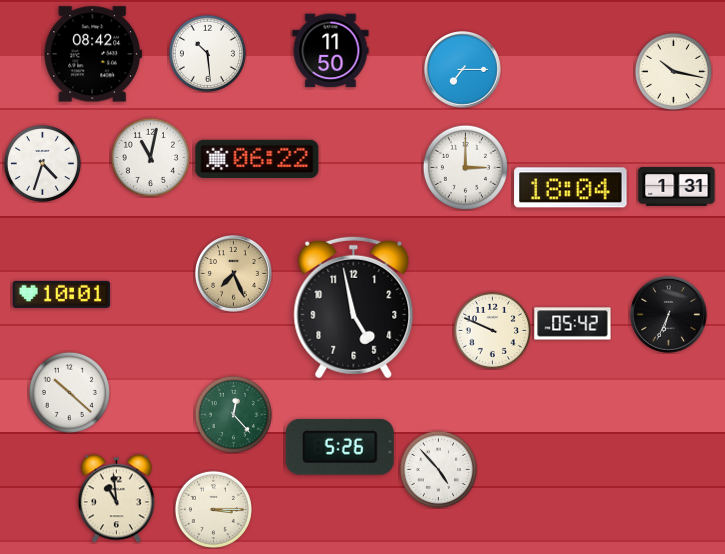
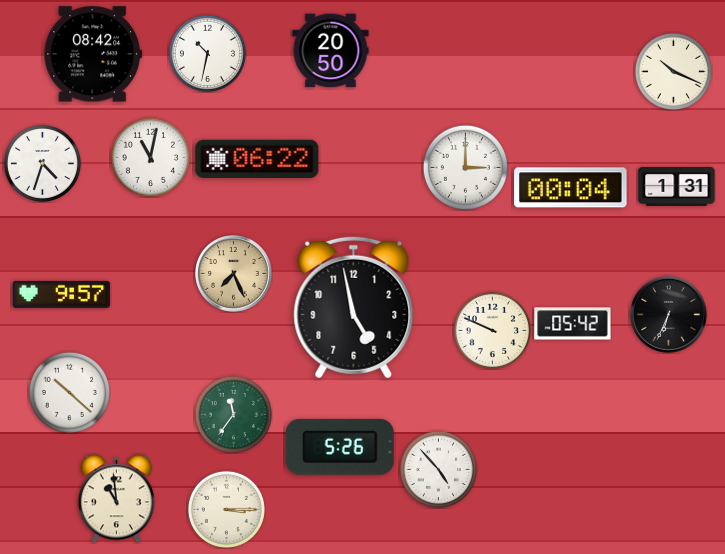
clock at (331, 51): 11:50 -> 20:50
clock at (207, 53): 10:29 -> 10:32
clock at (463, 70): 7:15 -> none
clock at (673, 71): 10:17 -> 10:19
clock at (571, 188): 18:04 -> 00:04
clock at (62, 294): 10:01 -> 9:57
clock at (233, 414): 12:23 -> 11:36
clock at (213, 509) position: (213, 509) -> (226, 509)
